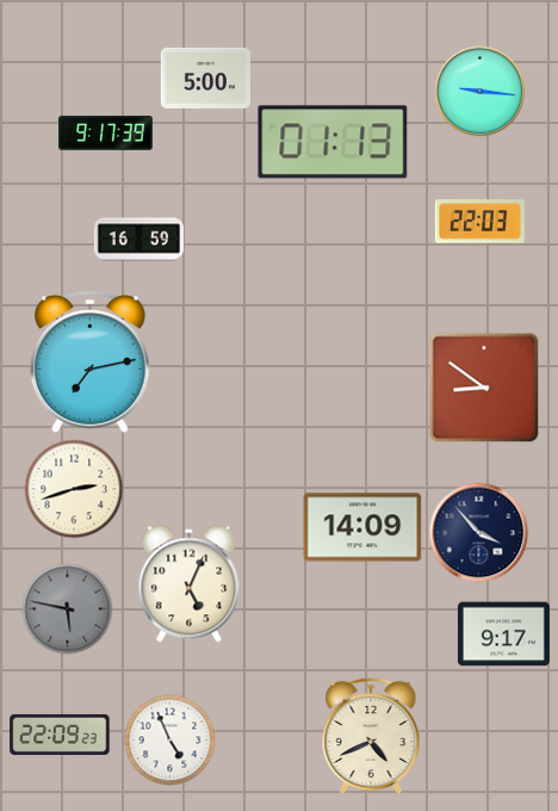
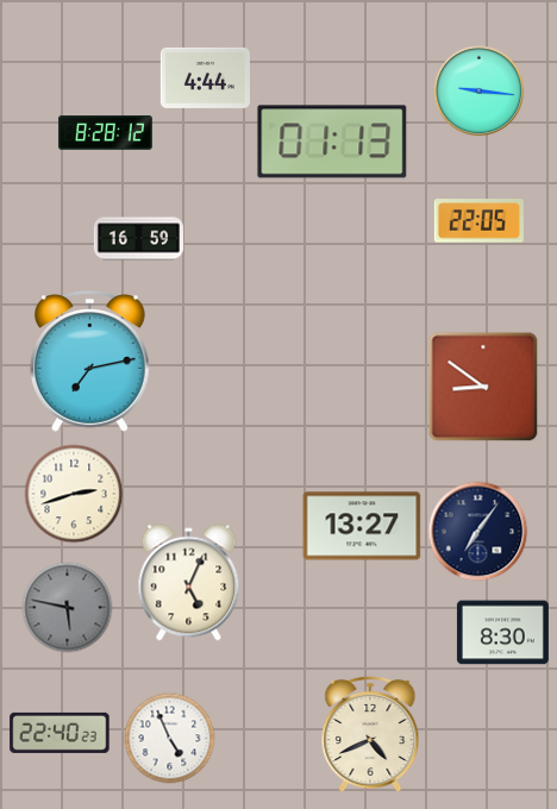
clock at (205, 78): 5:00 -> 4:44
clock at (106, 134): 9:17 -> 8:28
clock at (479, 222): 22:03 -> 22:05
clock at (74, 489) position: (74, 489) -> (74, 494)
clock at (362, 527): 14:09 -> 13:27
clock at (479, 533): 3:53 -> 7:06
clock at (503, 634): 9:17 -> 8:30
clock at (60, 735): 22:09 -> 22:40
